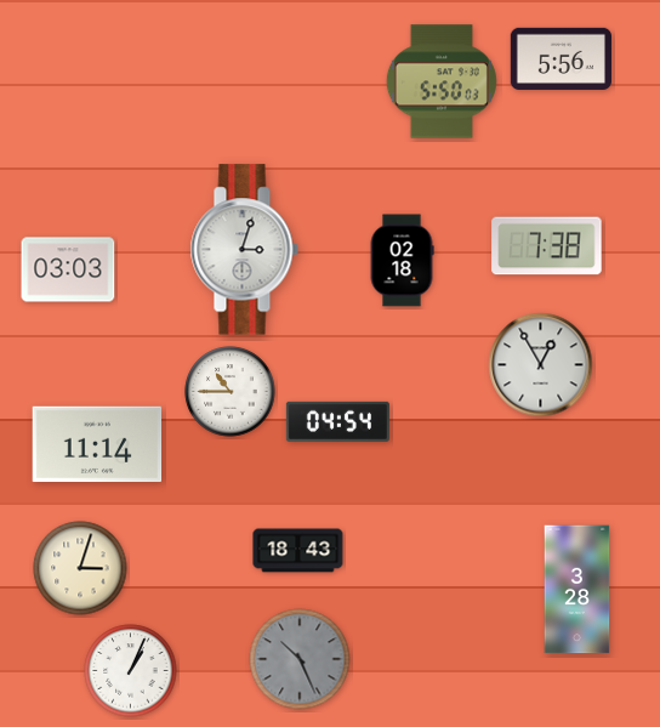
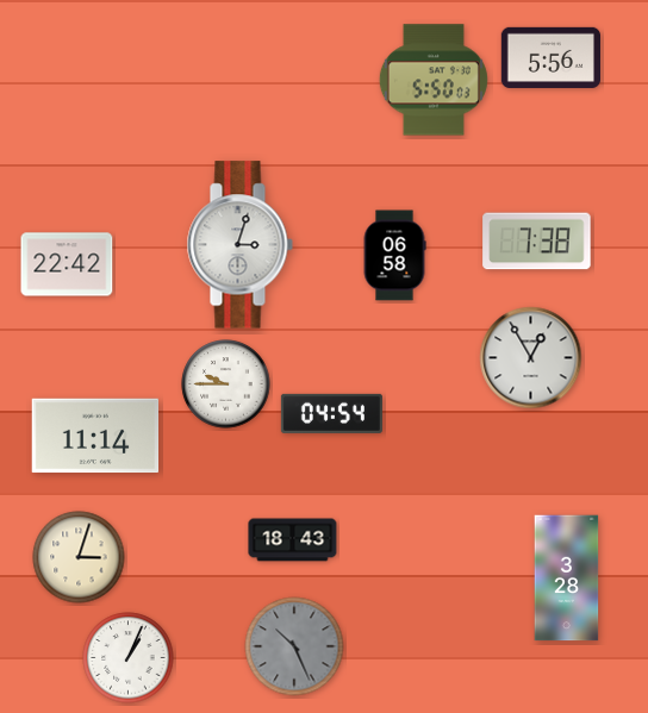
clock at (402, 261): 02:18 -> 06:58
clock at (68, 269): 03:03 -> 22:42
clock at (231, 392): 10:45 -> 9:45
